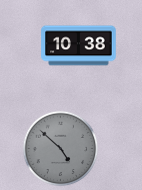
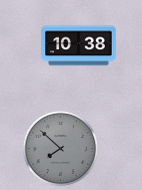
clock at (61, 149): 4:52 -> 7:52
